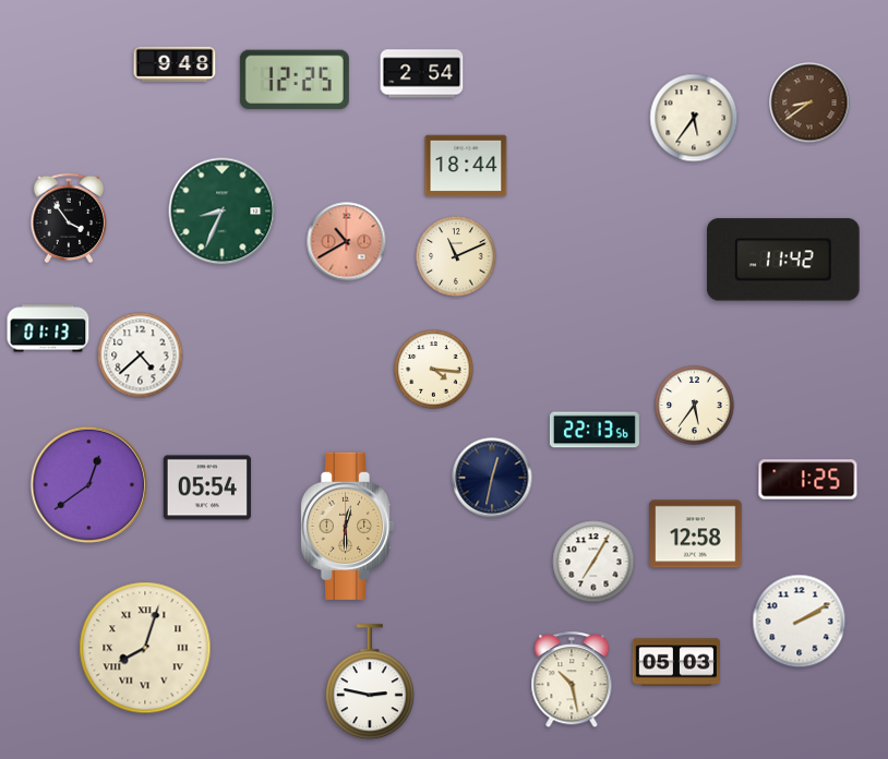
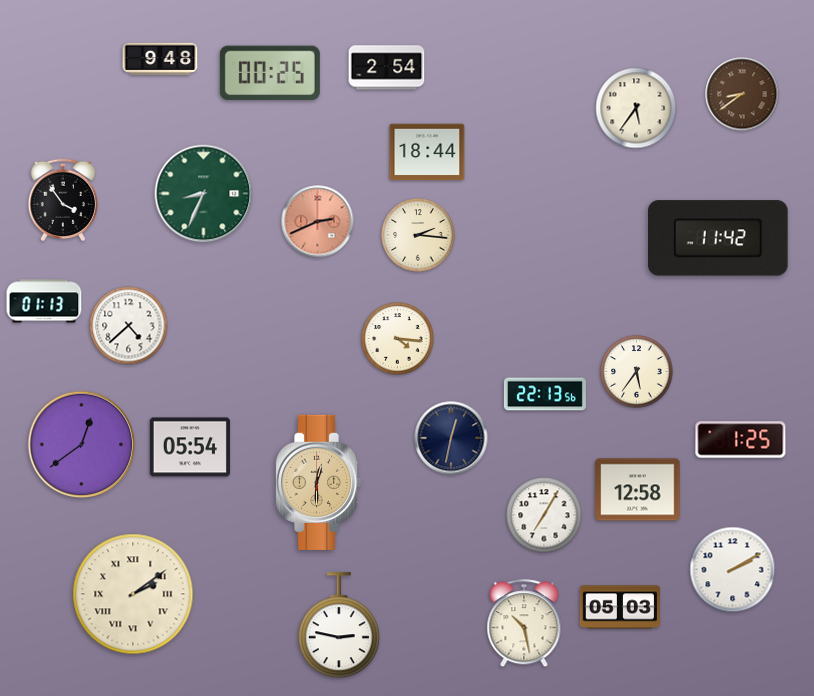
clock at (295, 80): 12:25 -> 00:25
clock at (347, 242): 10:40 -> 2:41
clock at (456, 256): 11:11 -> 2:16
clock at (145, 648): 8:03 -> 2:09
